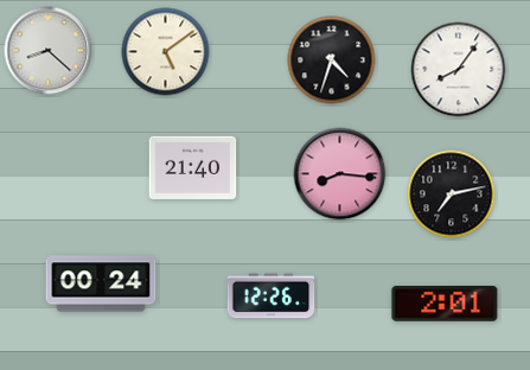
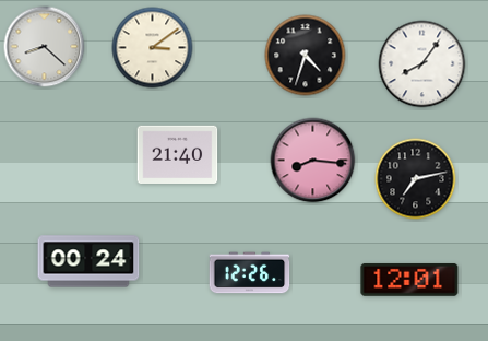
clock at (166, 52): 5:09 -> 3:09
clock at (101, 283) position: (101, 283) -> (88, 261)
clock at (445, 304): 2:01 -> 12:01
